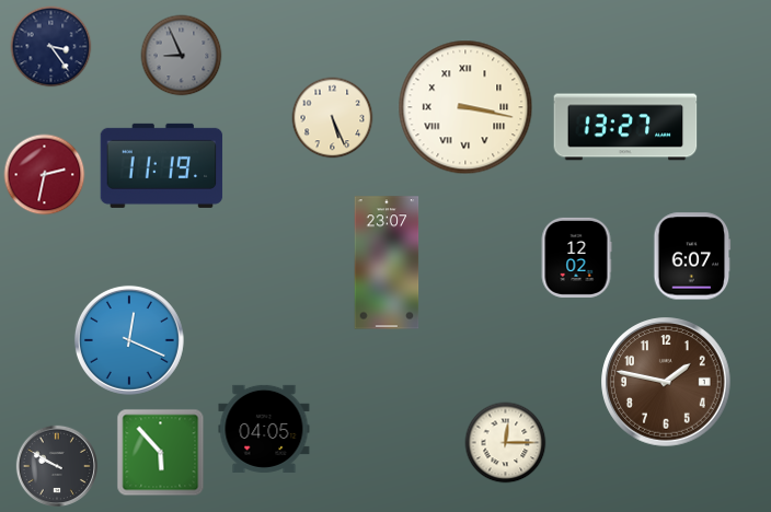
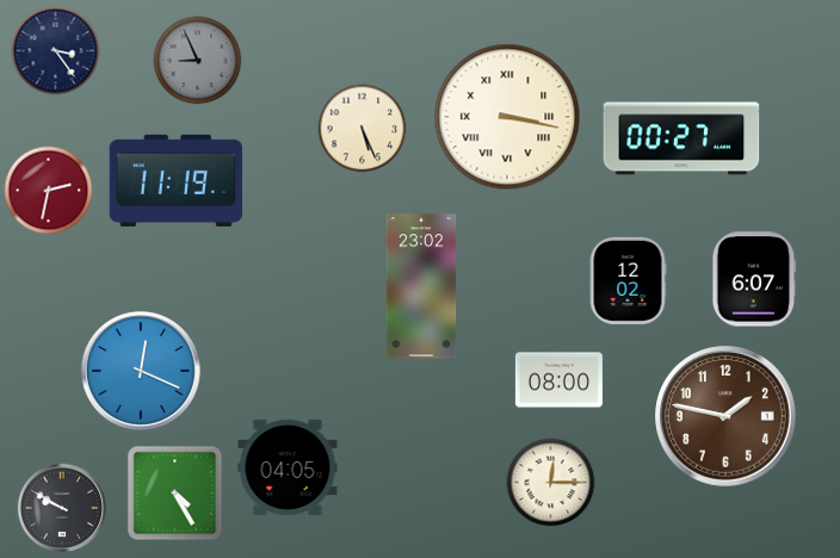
clock at (625, 127): 13:27 -> 00:27
clock at (387, 263): 23:07 -> 23:02
clock at (558, 380): none -> 08:00
clock at (161, 453): 5:53 -> 4:25
